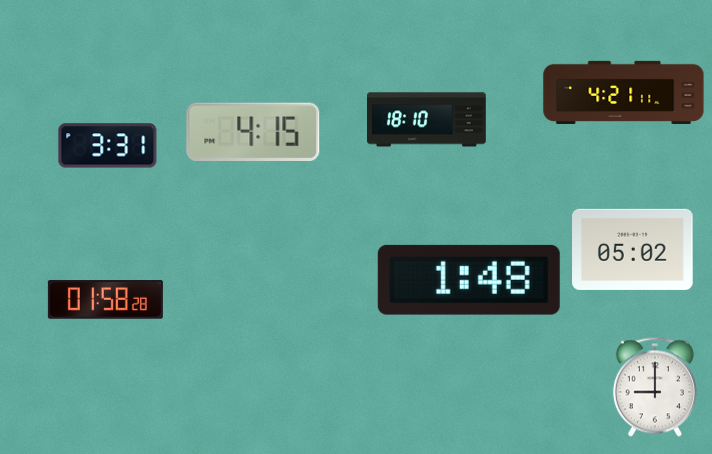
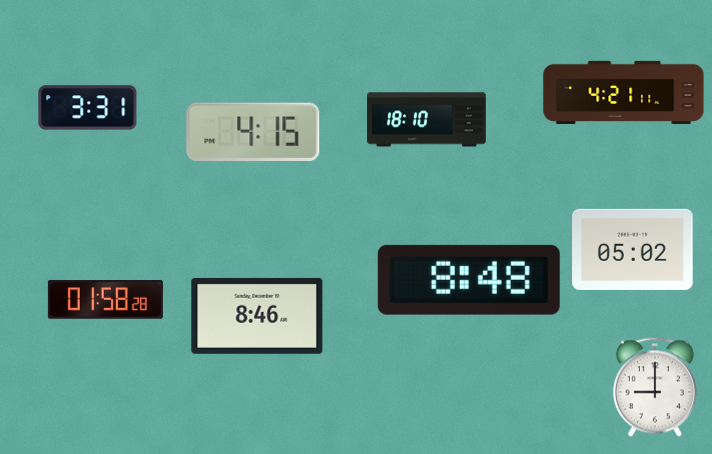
clock at (108, 146) position: (108, 146) -> (88, 108)
clock at (469, 280): 1:48 -> 8:48
clock at (257, 316): none -> 8:46
